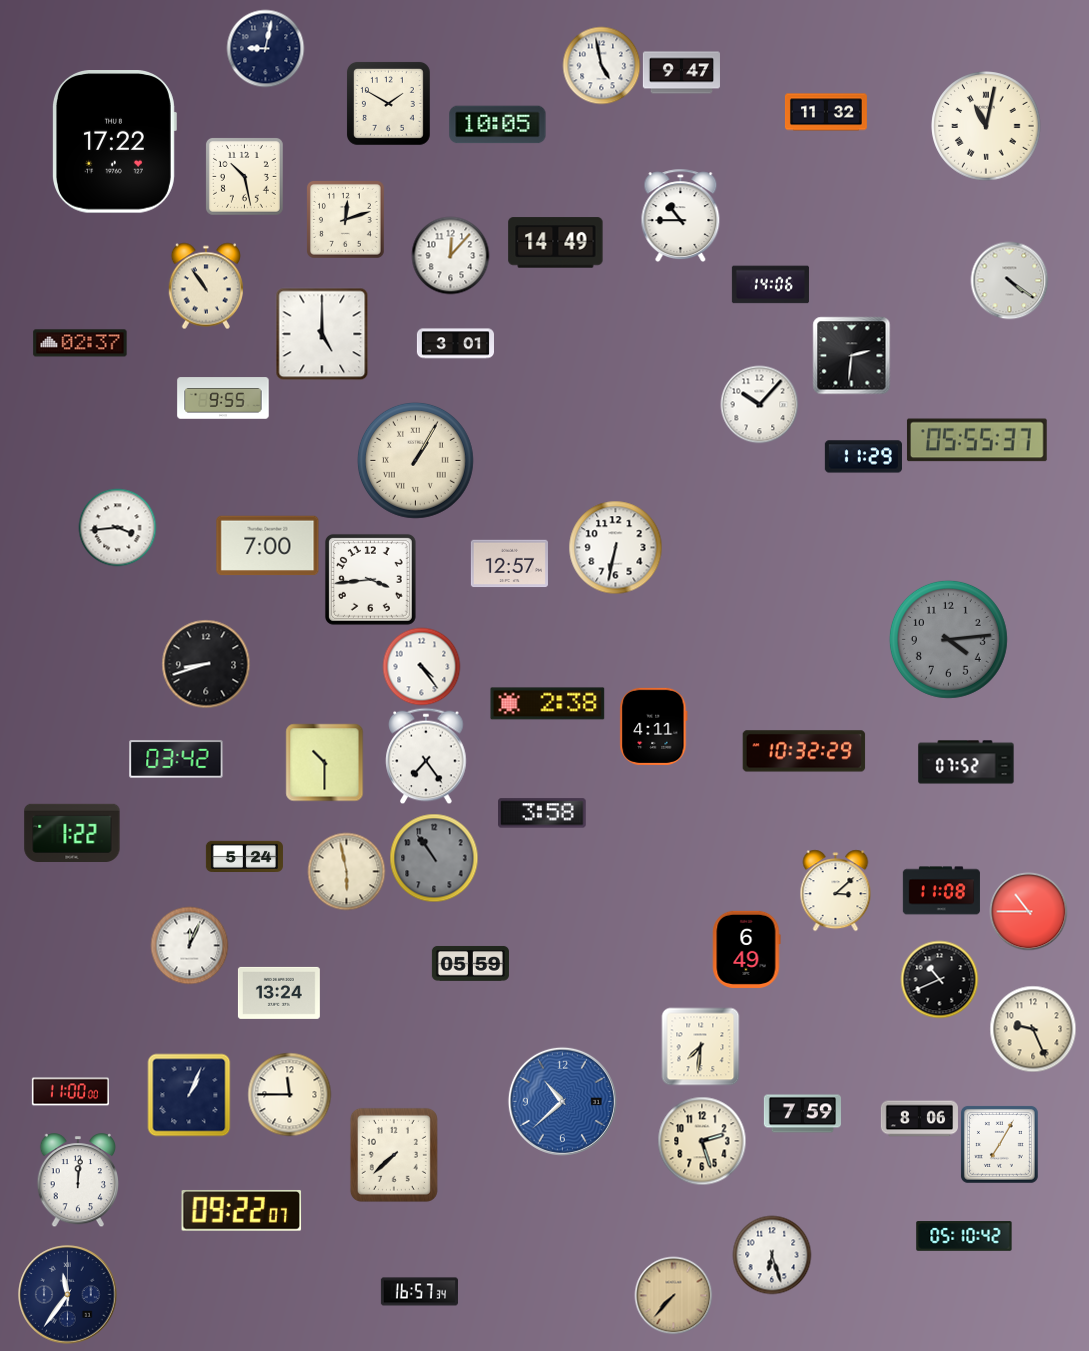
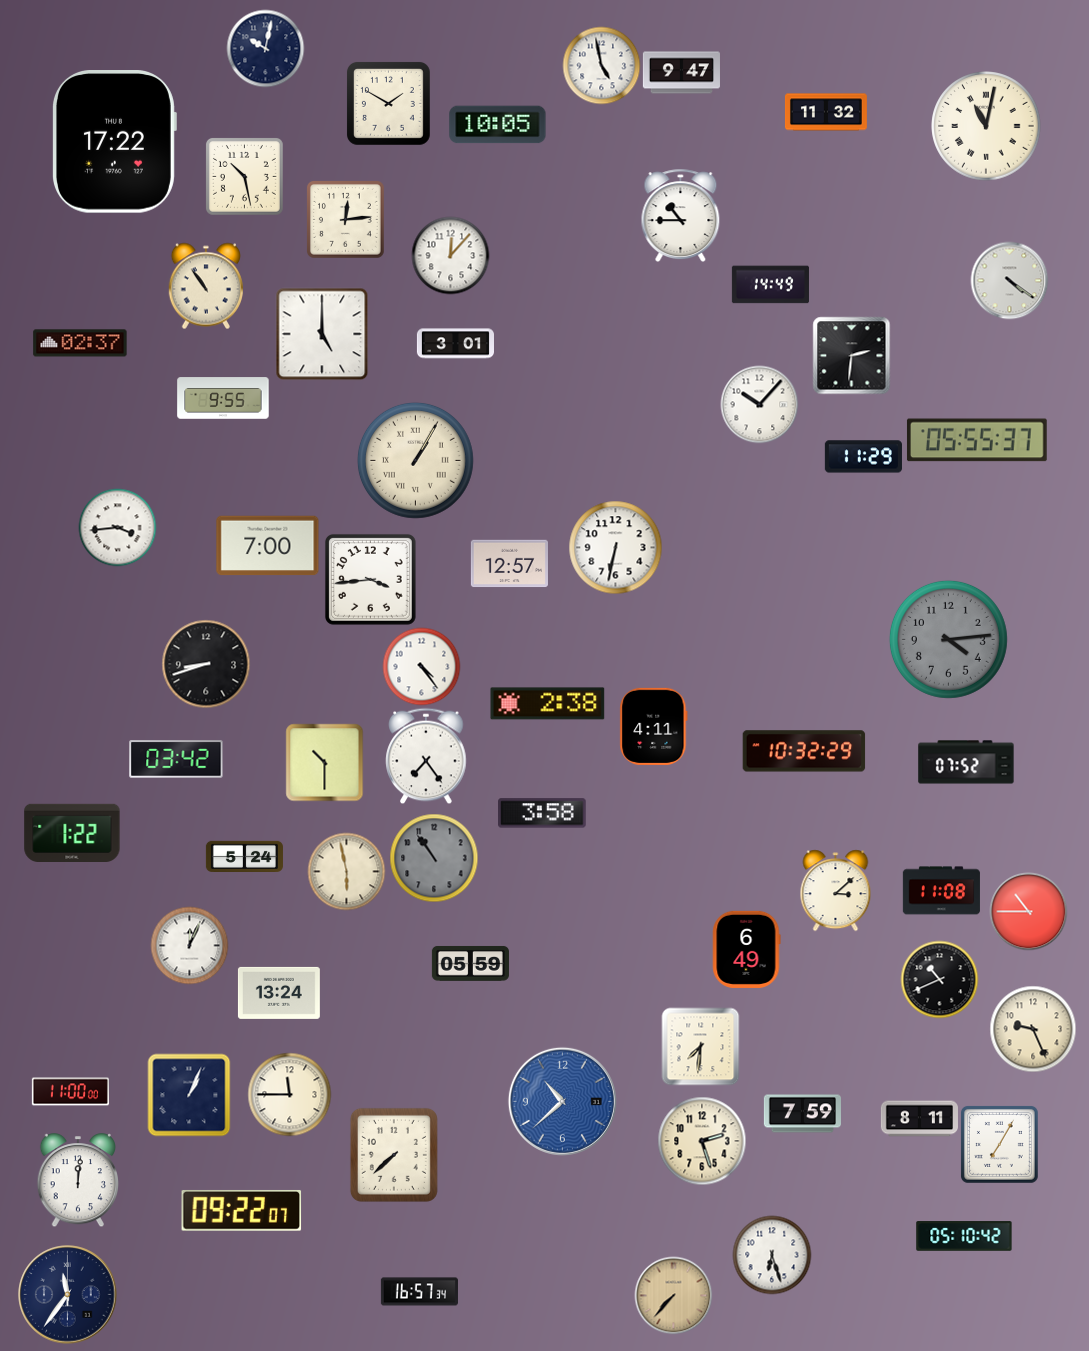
clock at (265, 48): 9:02 -> 10:02
clock at (345, 219): 12:12 -> 12:14
clock at (556, 243): 14:49 -> none
clock at (770, 285): 14:06 -> 14:49
clock at (919, 1119): 8:06 -> 8:11
